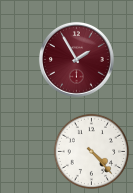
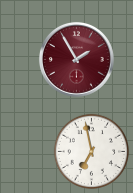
clock at (92, 152): 4:23 -> 6:58
